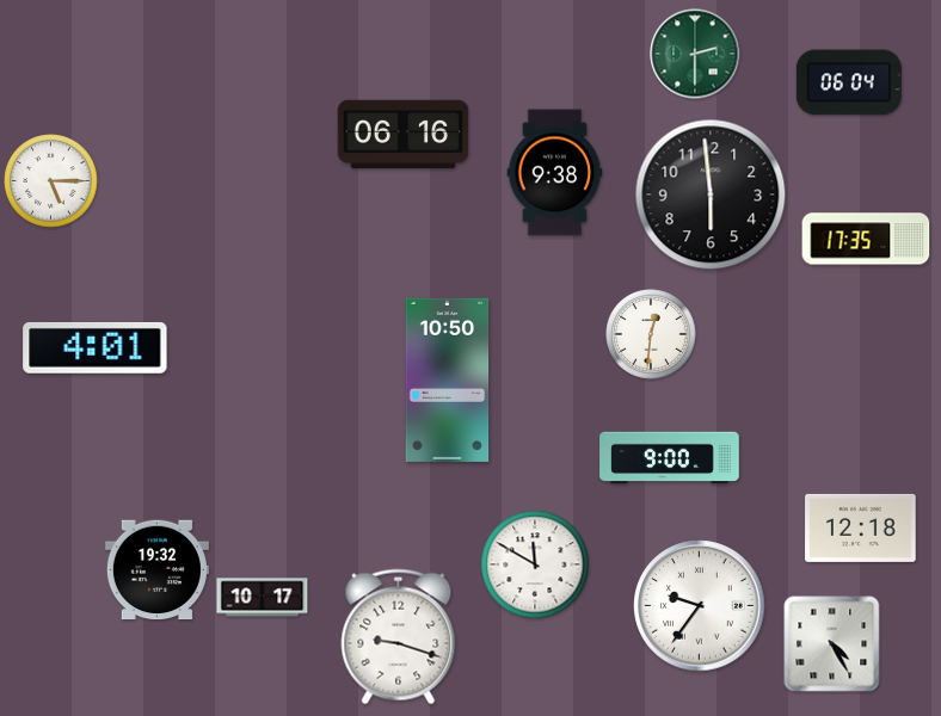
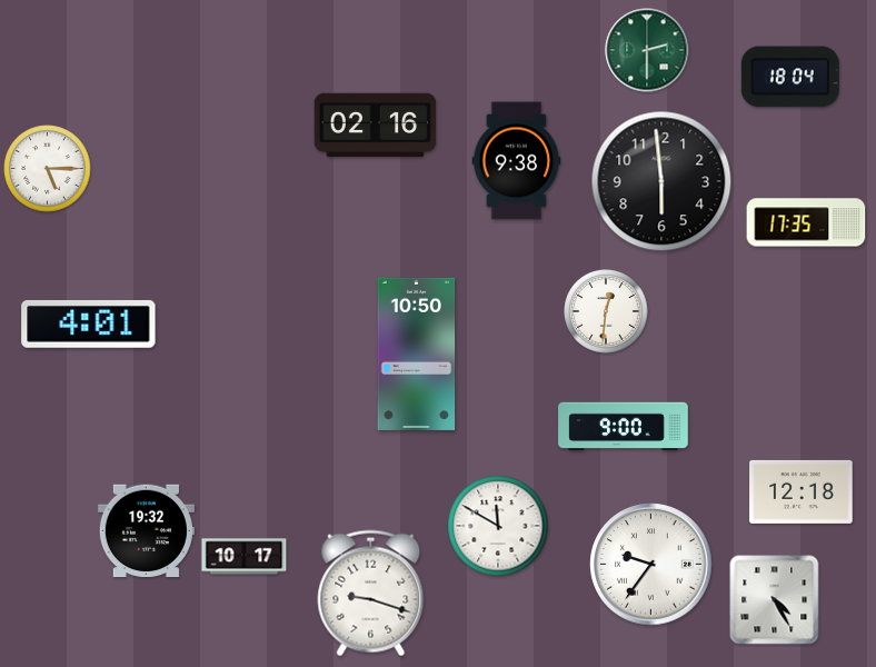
clock at (849, 82): 06:04 -> 18:04
clock at (404, 135): 06:16 -> 02:16
